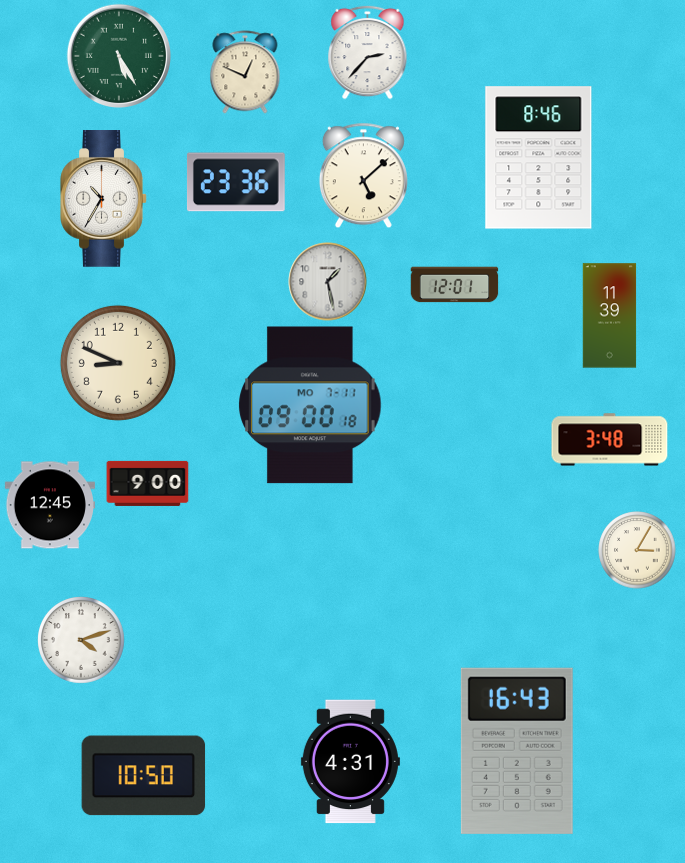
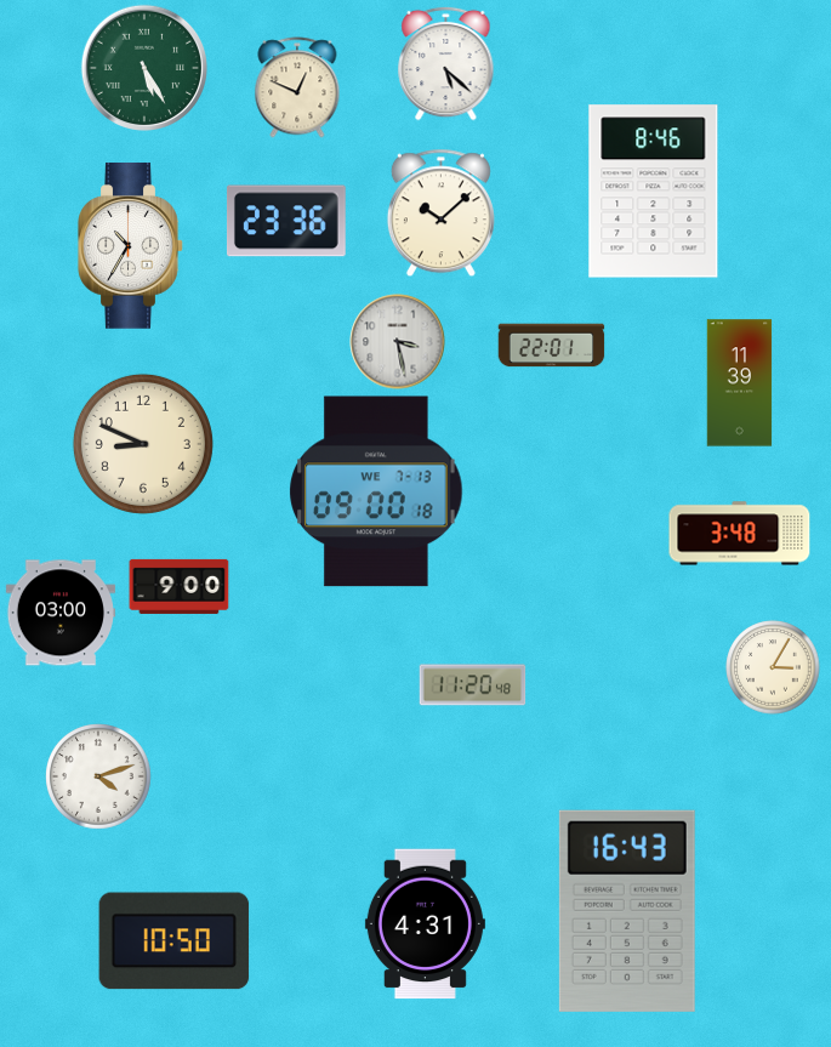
clock at (368, 52): 2:37 -> 5:22
clock at (363, 176): 5:08 -> 10:08
clock at (104, 199) position: (104, 199) -> (131, 246)
clock at (328, 282): 1:28 -> 3:28
clock at (455, 285): 12:01 -> 22:01
clock at (118, 363) position: (118, 363) -> (143, 444)
clock at (310, 405) date: MO 7-11 -> WE 7-13
clock at (49, 505): 12:45 -> 03:00
clock at (473, 685): none -> 11:20
